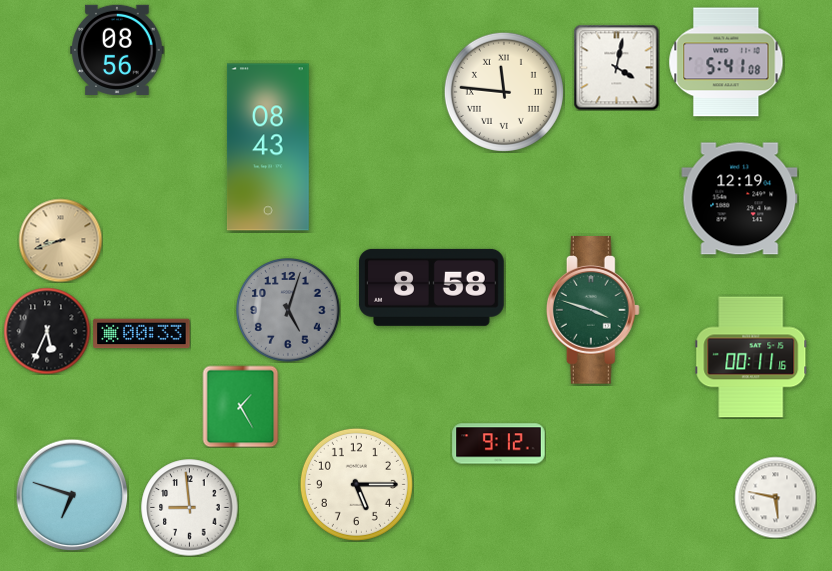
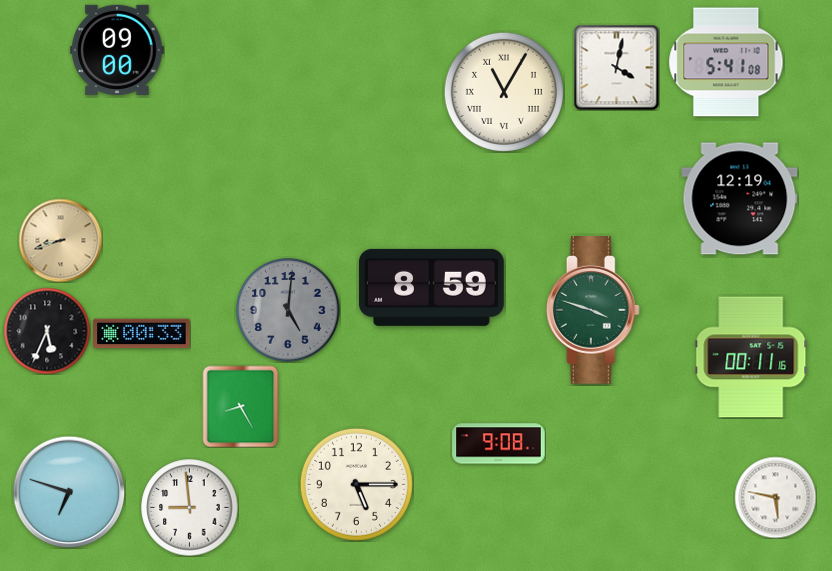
clock at (117, 50): 08:56 -> 09:00
clock at (504, 92): 11:46 -> 11:05
clock at (268, 147): 08:43 -> none
clock at (431, 287): 8:58 -> 8:59
clock at (288, 310): 5:03 -> 5:01
clock at (241, 406): 1:25 -> 8:25
clock at (499, 444): 9:12 -> 9:08
clock at (72, 495) position: (72, 495) -> (69, 492)
